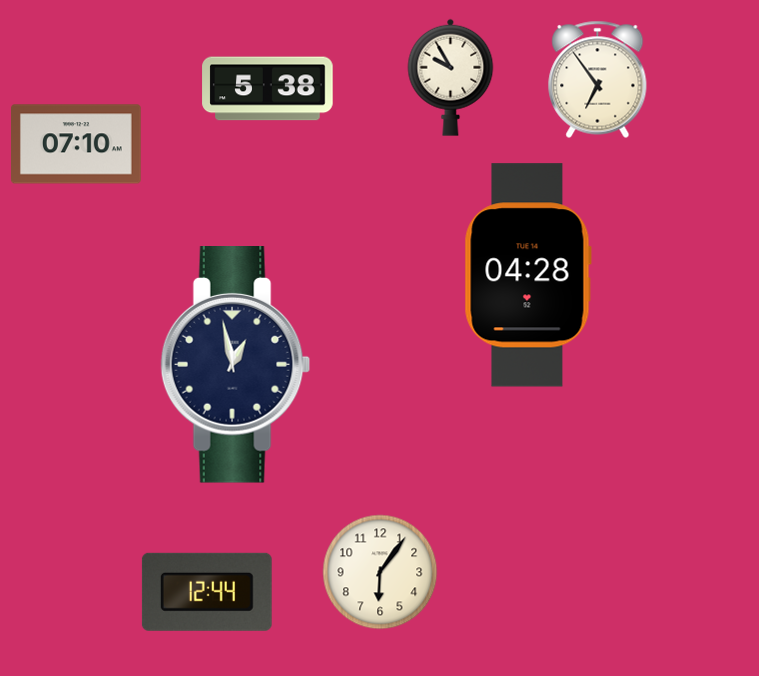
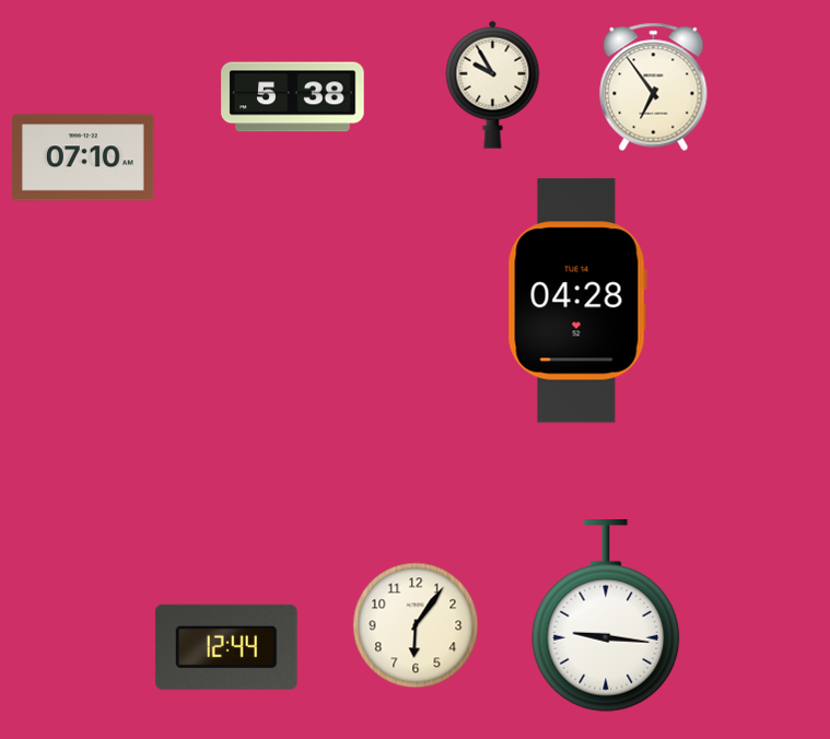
clock at (236, 365): 12:58 -> none
clock at (606, 617): none -> 9:16
